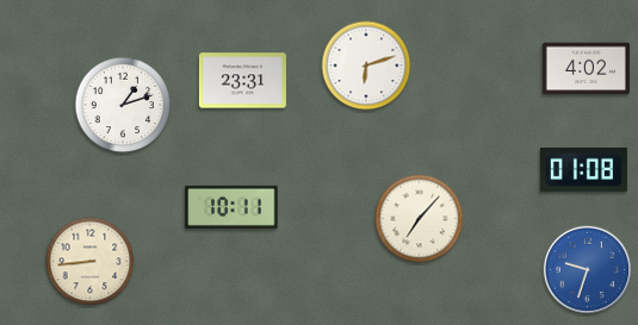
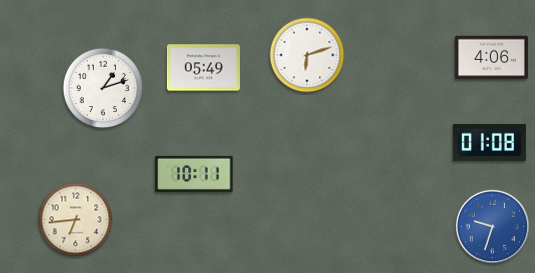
clock at (586, 69): 4:02 -> 4:06
clock at (242, 81): 23:31 -> 05:49
clock at (420, 219): 7:07 -> none
clock at (91, 262): 8:44 -> 6:44
